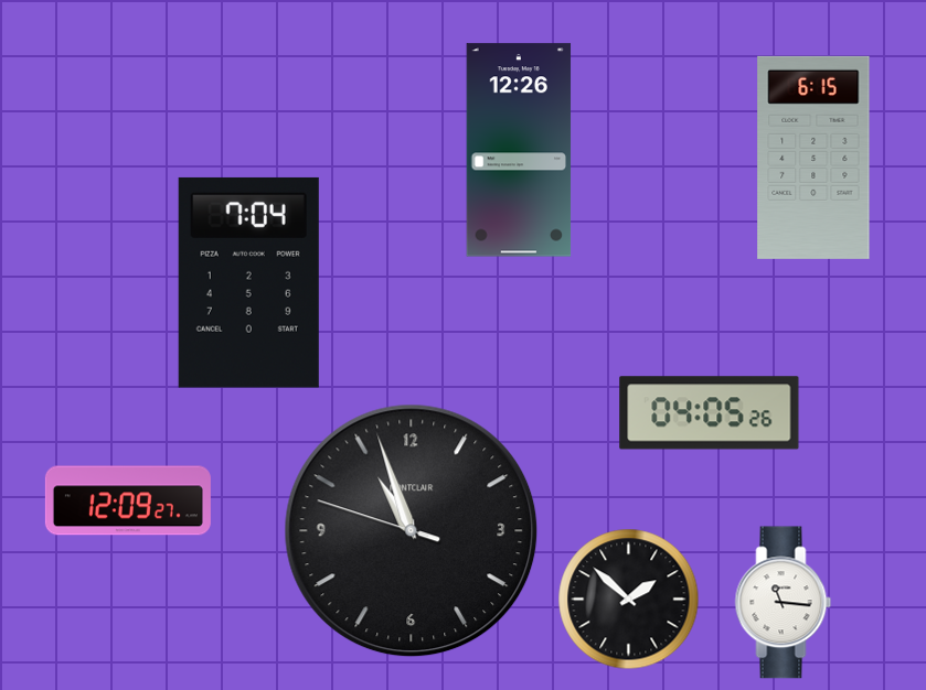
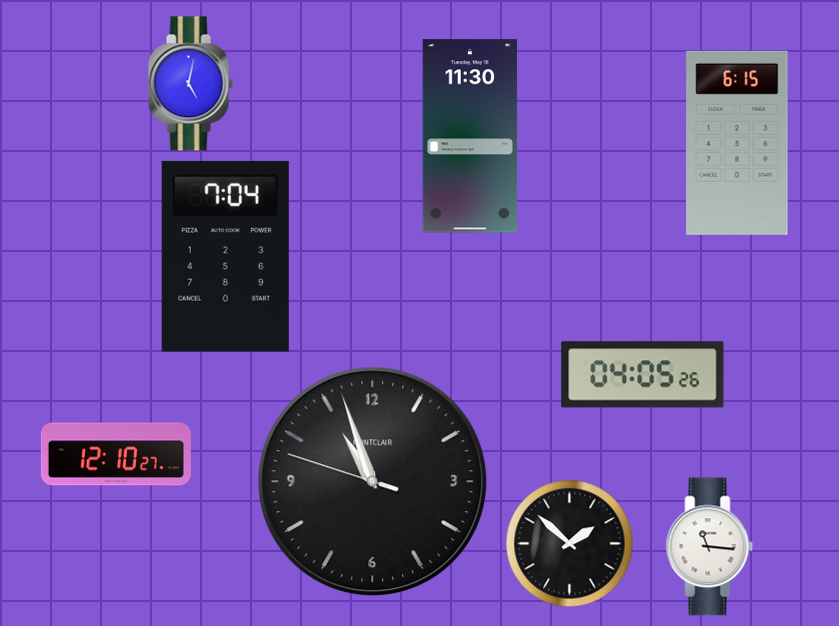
clock at (190, 84): none -> 5:02
clock at (519, 150): 12:26 -> 11:30
clock at (128, 500): 12:09 -> 12:10
